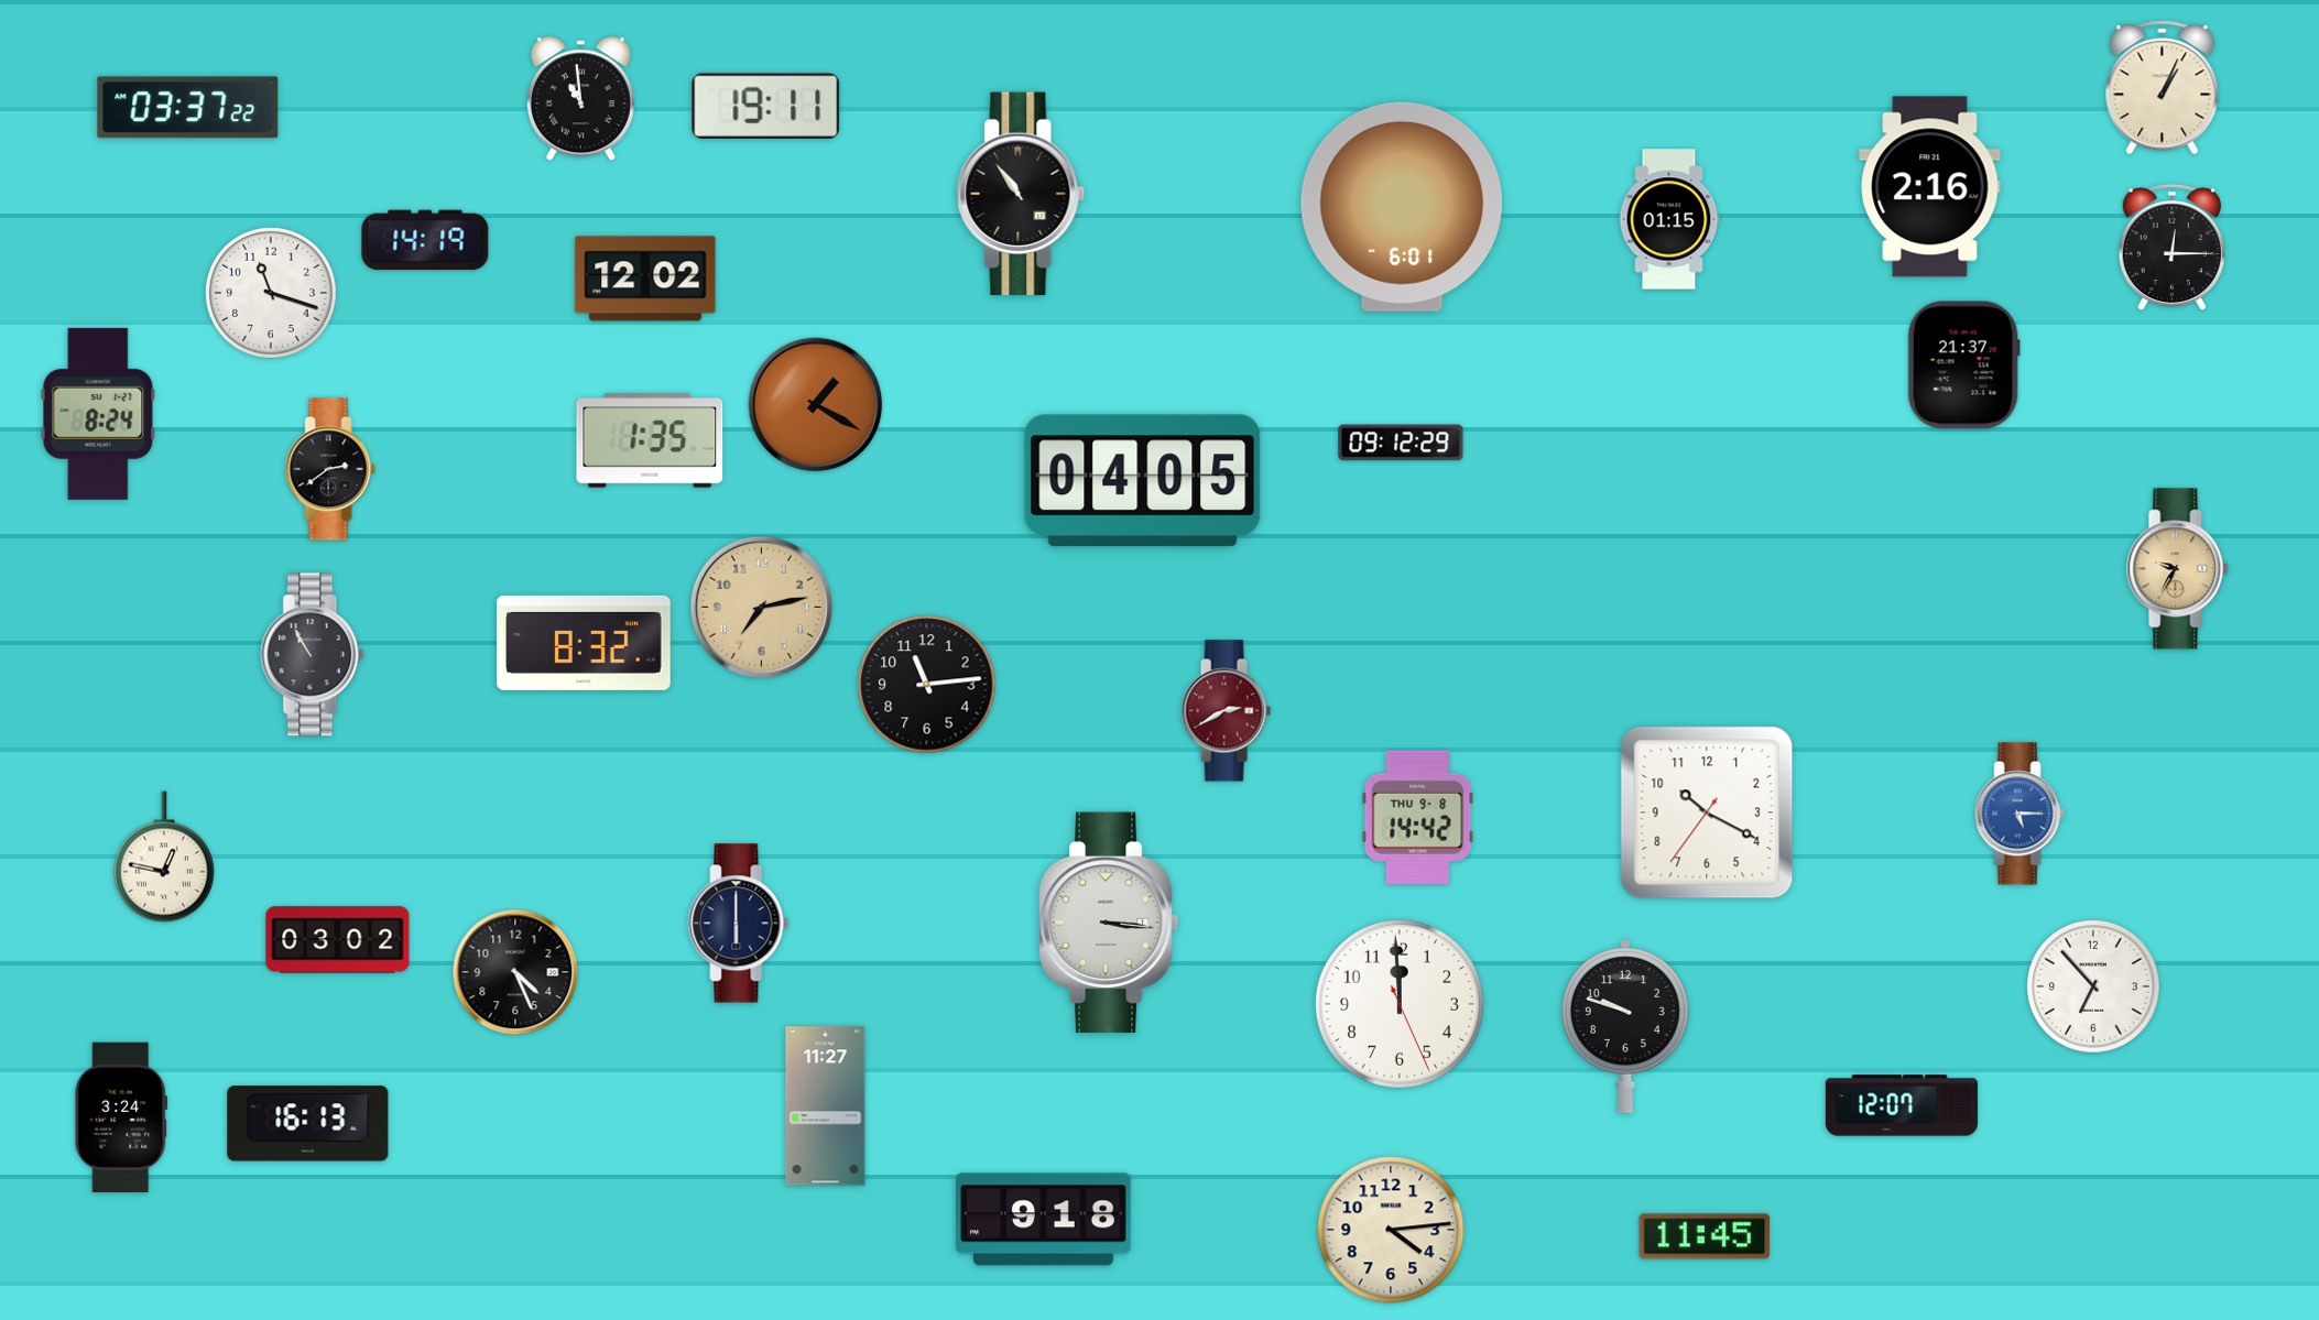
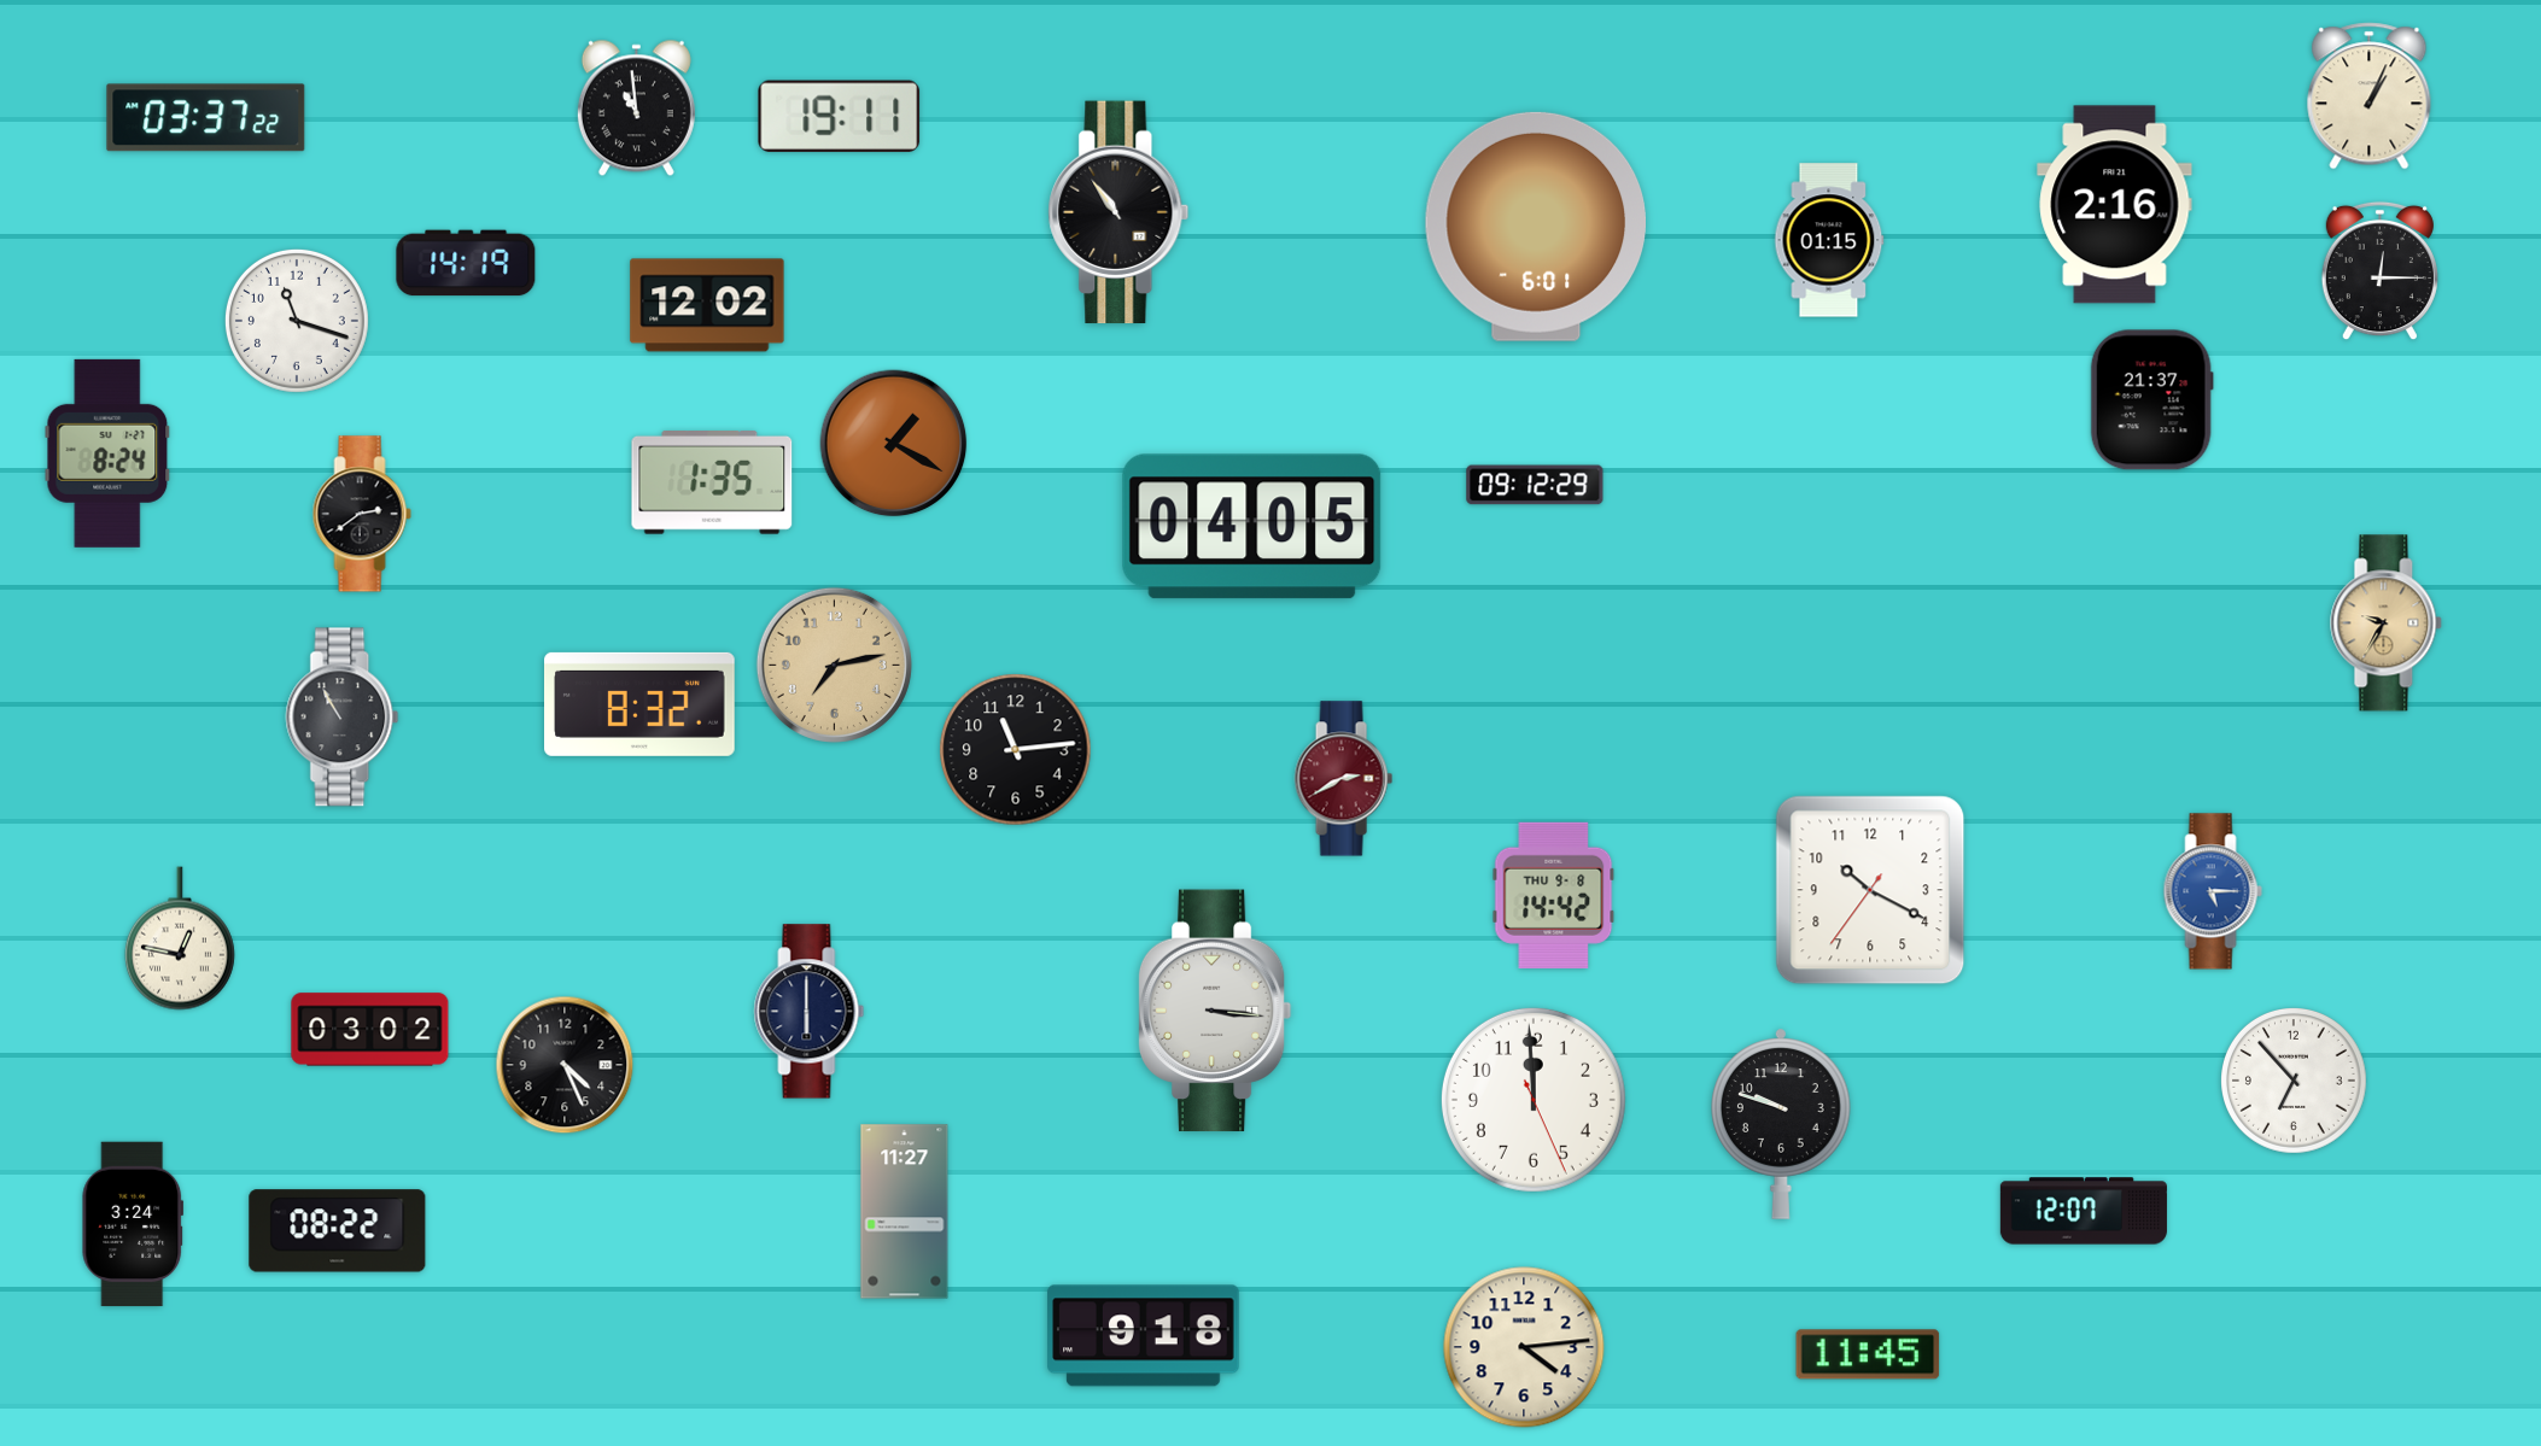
clock at (308, 1124): 16:13 -> 08:22
